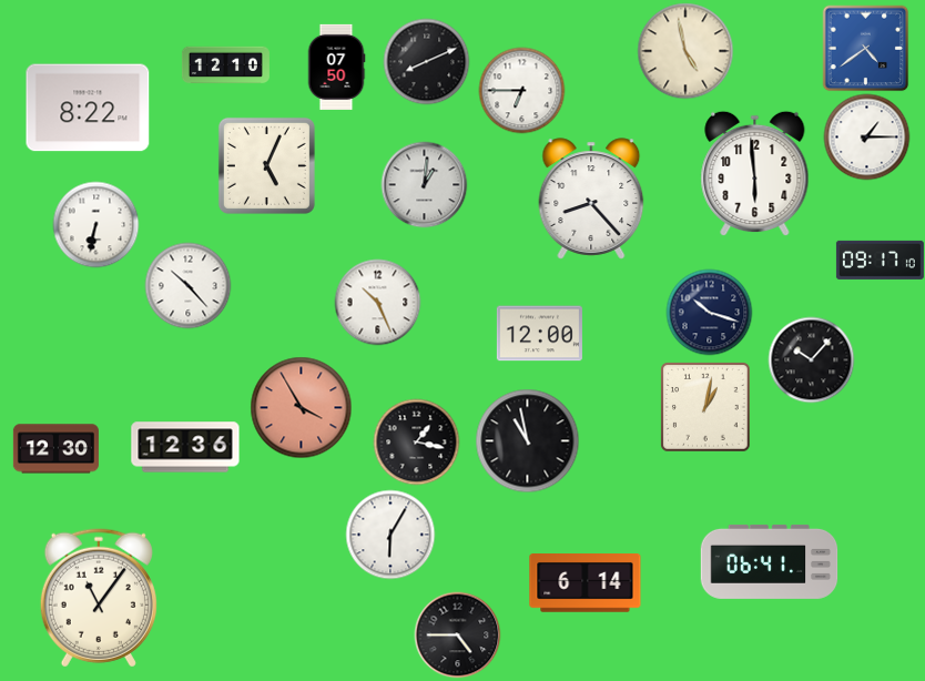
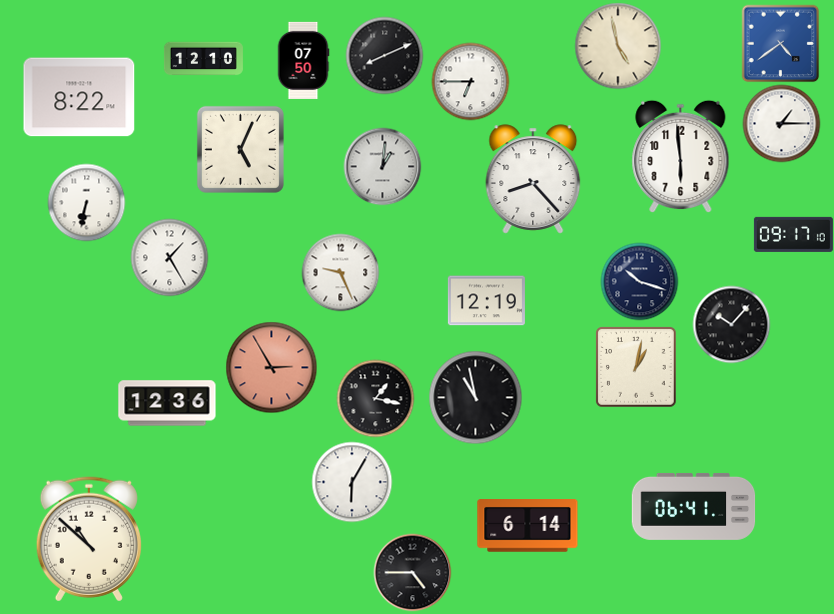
clock at (187, 285): 10:23 -> 1:25
clock at (377, 302): 10:26 -> 9:26
clock at (539, 334): 12:00 -> 12:19
clock at (301, 407): 3:55 -> 2:55
clock at (55, 449): 12:30 -> none
clock at (99, 598): 11:06 -> 10:52
